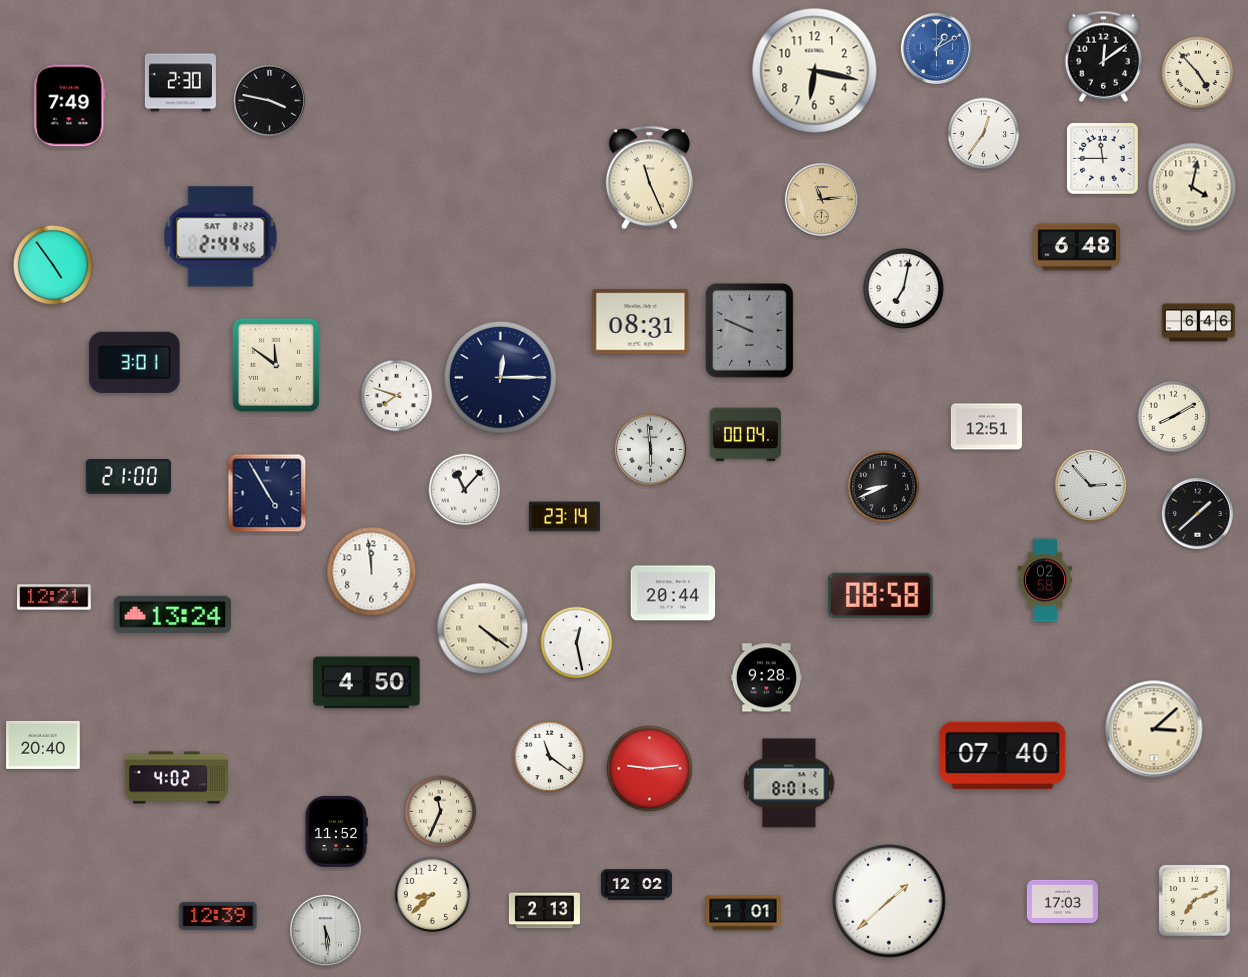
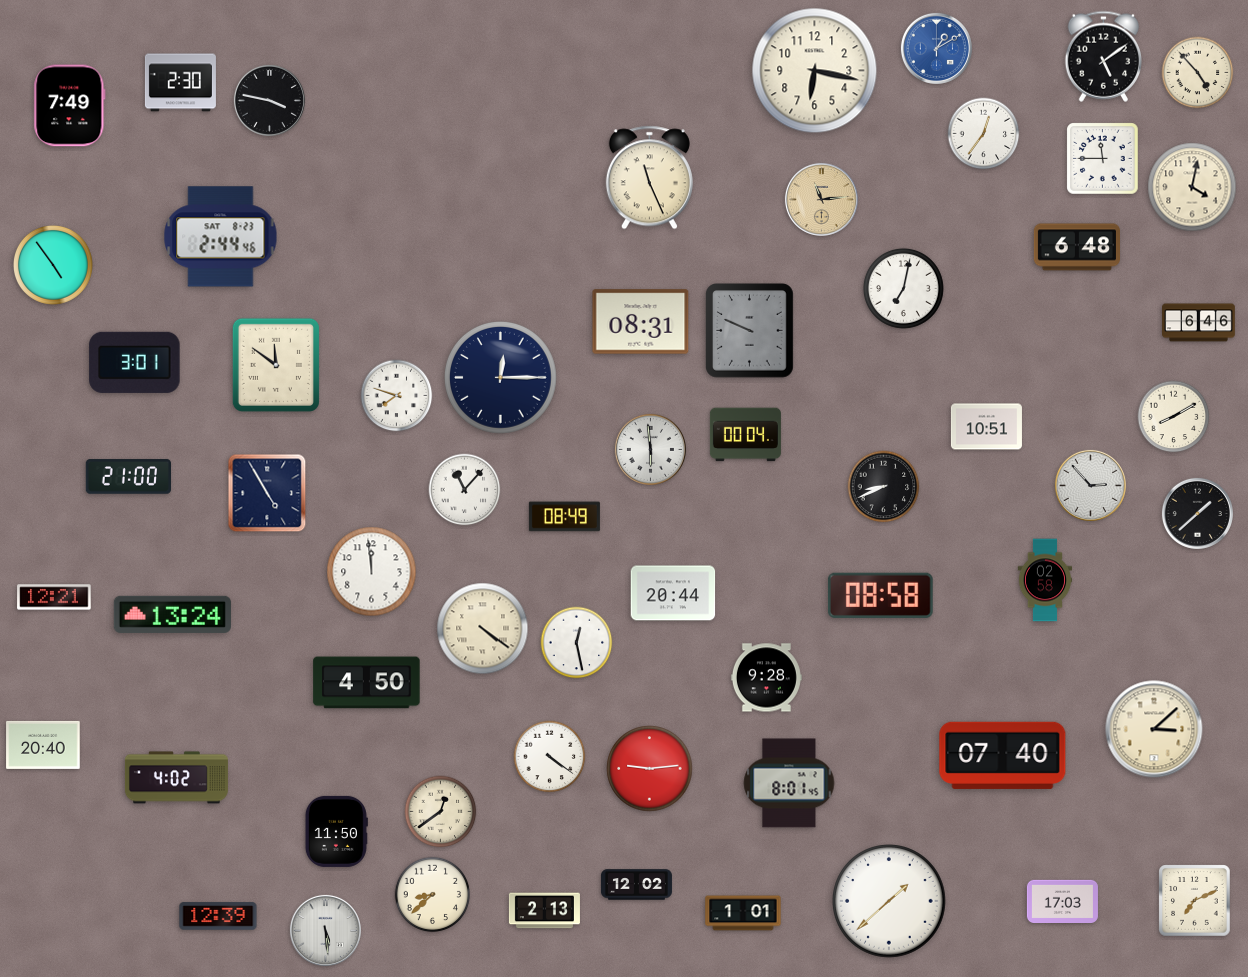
clock at (1103, 56): 12:09 -> 5:09
clock at (986, 427): 12:51 -> 10:51
clock at (564, 517): 23:14 -> 08:49
clock at (550, 757): 11:21 -> 4:21
clock at (441, 812): 11:34 -> 12:39
clock at (336, 831): 11:52 -> 11:50
